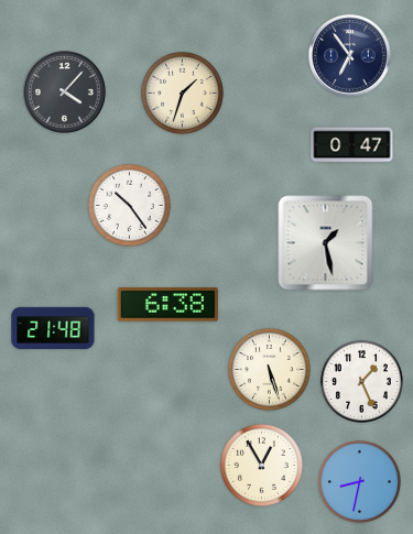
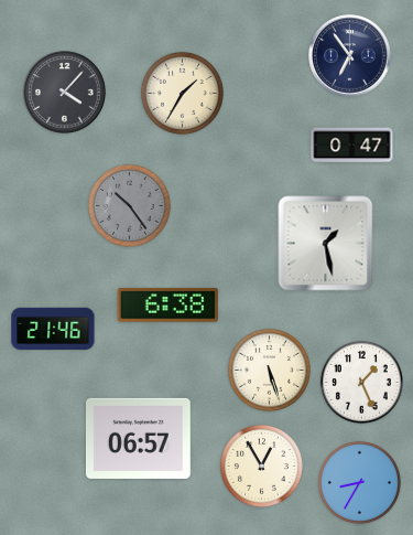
clock at (182, 92): 1:33 -> 1:35
clock at (129, 205) dial: white -> grey
clock at (53, 327): 21:48 -> 21:46
clock at (139, 438): none -> 06:57
clock at (359, 481): 8:32 -> 8:35
